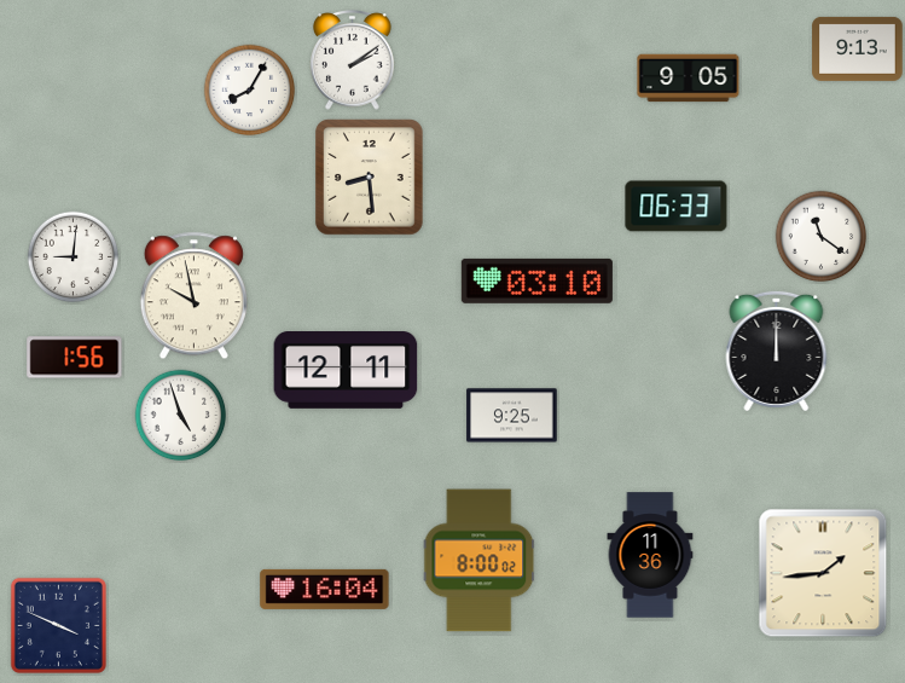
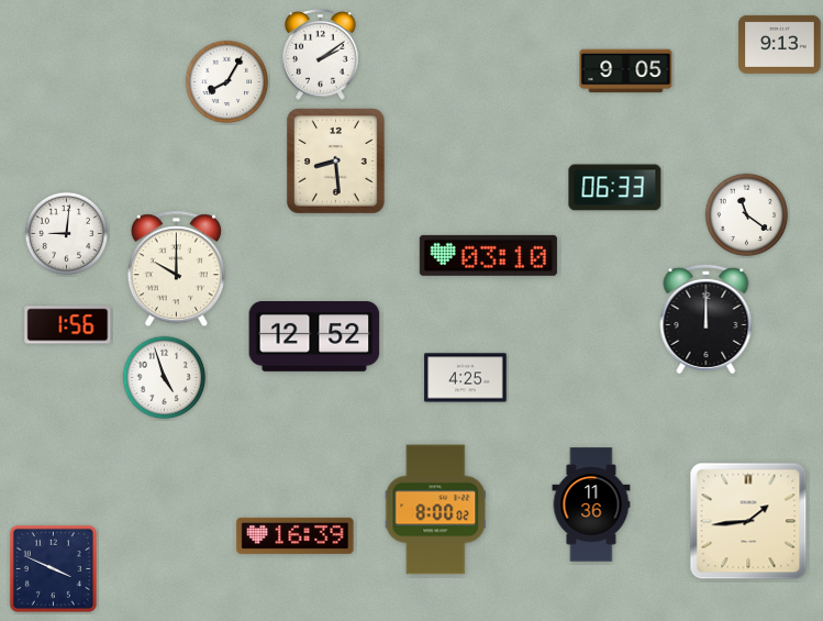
clock at (193, 296): 9:58 -> 10:00
clock at (346, 371): 12:11 -> 12:52
clock at (512, 416): 9:25 -> 4:25
clock at (325, 589): 16:04 -> 16:39
